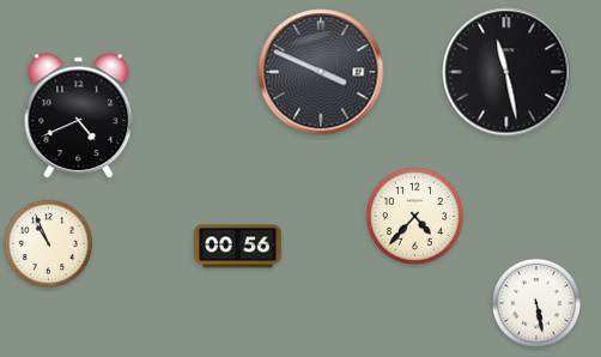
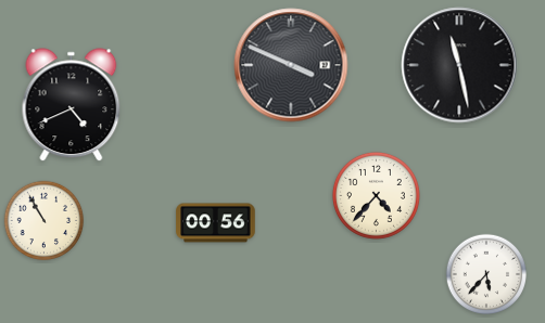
clock at (49, 244): 10:56 -> 10:55
clock at (535, 302): 5:28 -> 5:37
